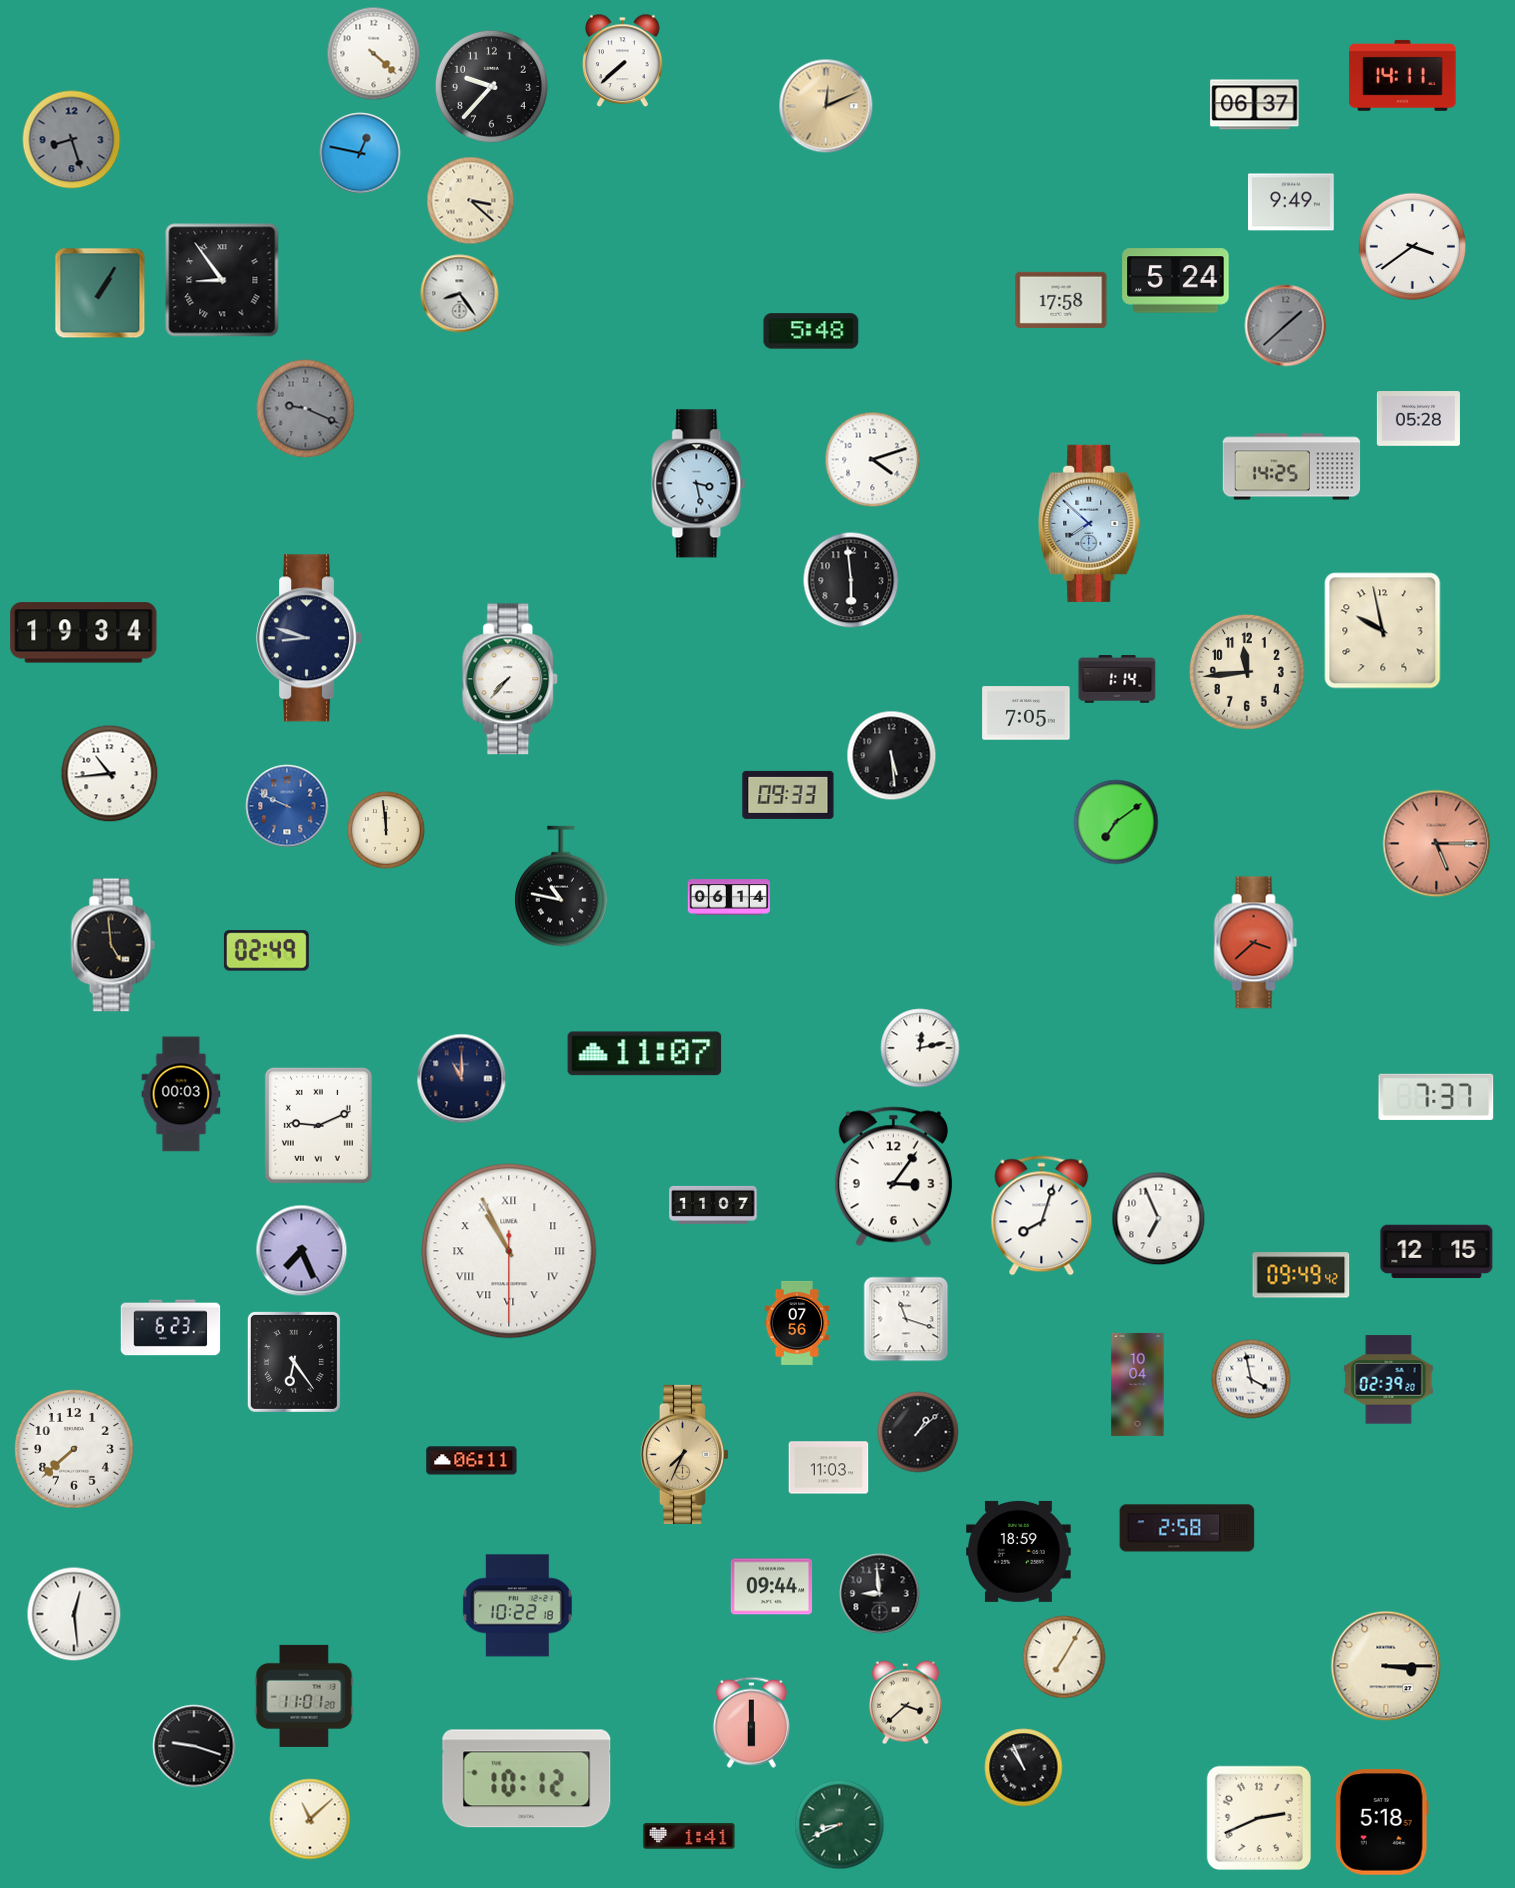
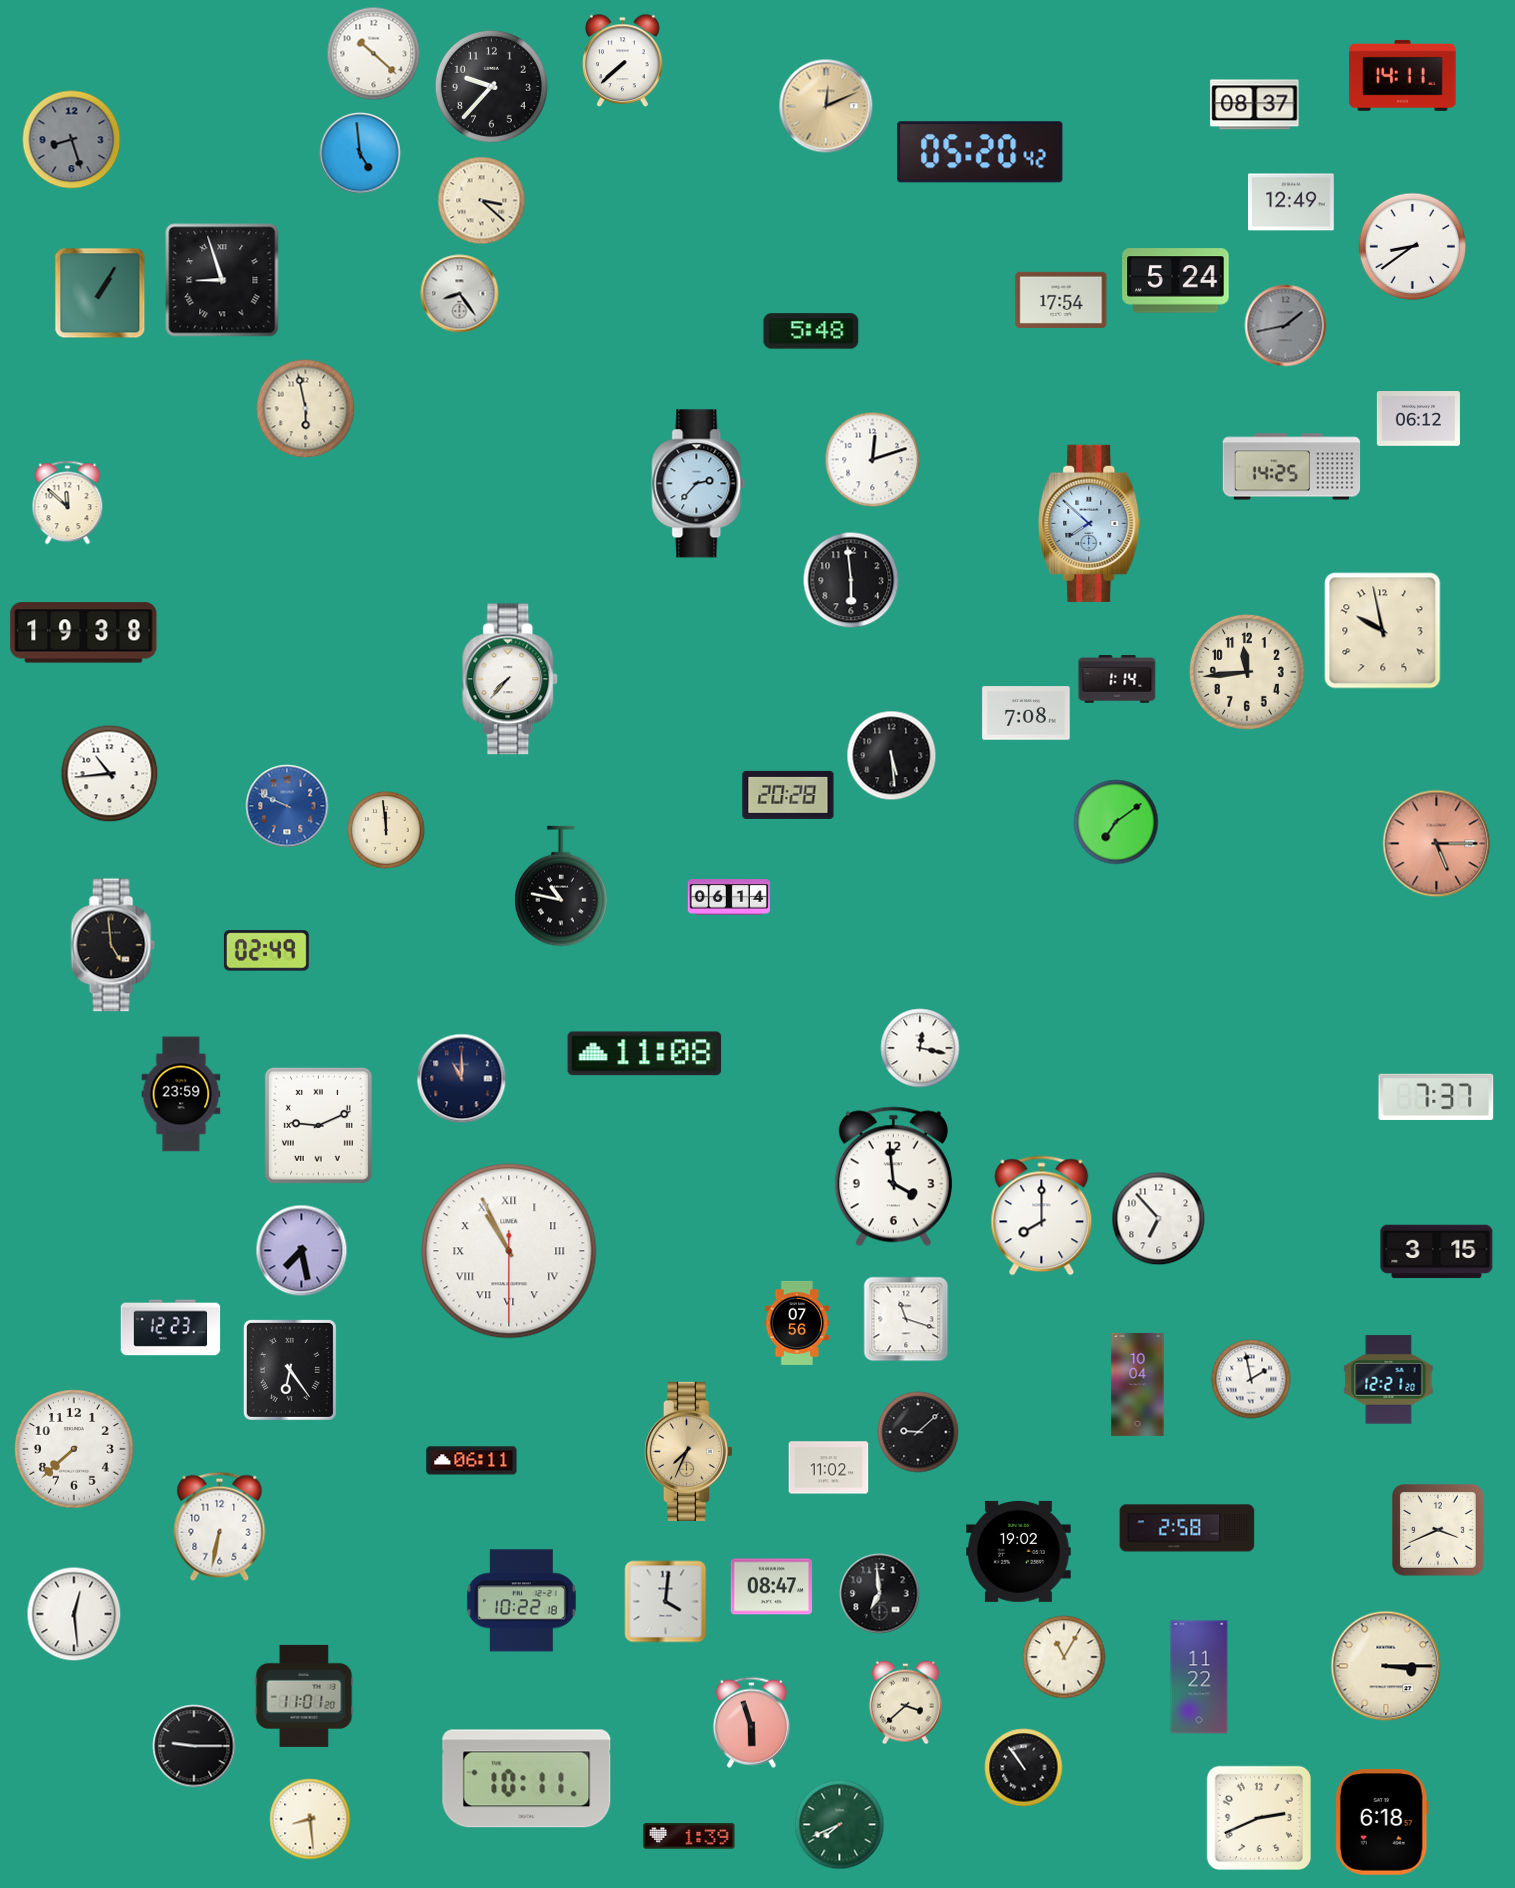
clock at (374, 54): 4:22 -> 10:22
clock at (1255, 105): 06:37 -> 08:37
clock at (980, 152): none -> 05:20
clock at (360, 153): 12:47 -> 4:59
clock at (471, 201) position: (471, 201) -> (482, 201)
clock at (1292, 202): 9:49 -> 12:49
clock at (1412, 246): 3:39 -> 8:39
clock at (222, 280): 8:54 -> 8:57
clock at (1061, 300): 17:58 -> 17:54
clock at (1286, 326): 1:38 -> 1:43
clock at (306, 409): 9:19 -> 5:58
clock at (306, 409) dial: grey -> cream
clock at (1418, 419): 05:28 -> 06:12
clock at (873, 460): 4:12 -> 12:12
clock at (699, 484): 3:28 -> 2:37
clock at (68, 503): none -> 11:52
clock at (84, 633): 19:34 -> 19:38
clock at (310, 638): 8:48 -> none
clock at (1026, 713): 7:05 -> 7:08
clock at (788, 795): 09:33 -> 20:28
clock at (1256, 943): 3:38 -> none
clock at (920, 1048): 12:13 -> 12:17
clock at (645, 1054): 11:07 -> 11:08
clock at (181, 1094): 00:03 -> 23:59
clock at (893, 1177): 3:06 -> 3:59
clock at (713, 1205): 11:07 -> none
clock at (1042, 1216): 8:03 -> 8:00
clock at (1159, 1219): 6:56 -> 6:53
clock at (302, 1251): 7:26 -> 7:28
clock at (1437, 1252): 12:15 -> 3:15
clock at (1301, 1275): 09:49 -> none
clock at (171, 1328): 6:23 -> 12:23
clock at (294, 1362) position: (294, 1362) -> (290, 1370)
clock at (1251, 1379): 3:58 -> 1:58
clock at (1389, 1380): 02:39 -> 12:21
clock at (918, 1432): 1:08 -> 9:08
clock at (684, 1454) position: (684, 1454) -> (688, 1451)
clock at (829, 1468): 11:03 -> 11:02
clock at (220, 1526): none -> 6:32
clock at (1439, 1531): none -> 3:41
clock at (1019, 1551): 18:59 -> 19:02
clock at (772, 1587): 09:44 -> 08:47
clock at (880, 1594): 8:59 -> 6:59
clock at (666, 1602): none -> 4:01
clock at (517, 1606) position: (517, 1606) -> (521, 1601)
clock at (1064, 1657): 7:05 -> 11:05
clock at (1199, 1677): none -> 11:22
clock at (751, 1722): 6:00 -> 5:57
clock at (194, 1746): 9:18 -> 9:15
clock at (1024, 1768): 10:56 -> 10:54
clock at (527, 1779): 10:12 -> 10:11
clock at (310, 1819): 11:08 -> 8:29
clock at (1382, 1822): 5:18 -> 6:18
clock at (840, 1825): 8:41 -> 7:41
clock at (689, 1836): 1:41 -> 1:39
